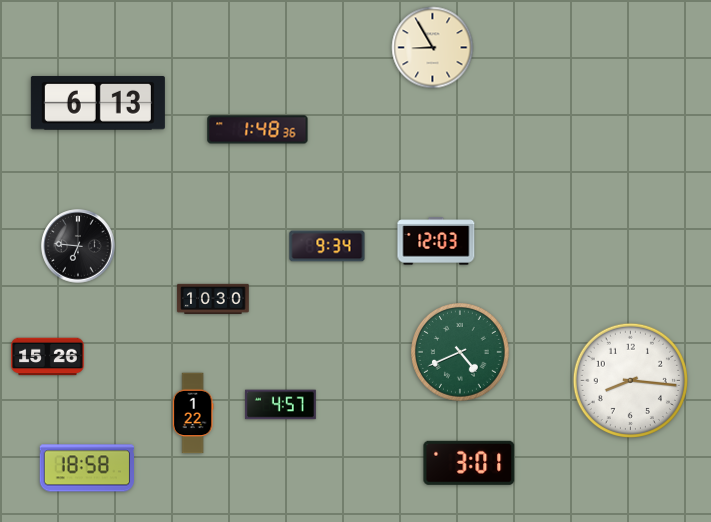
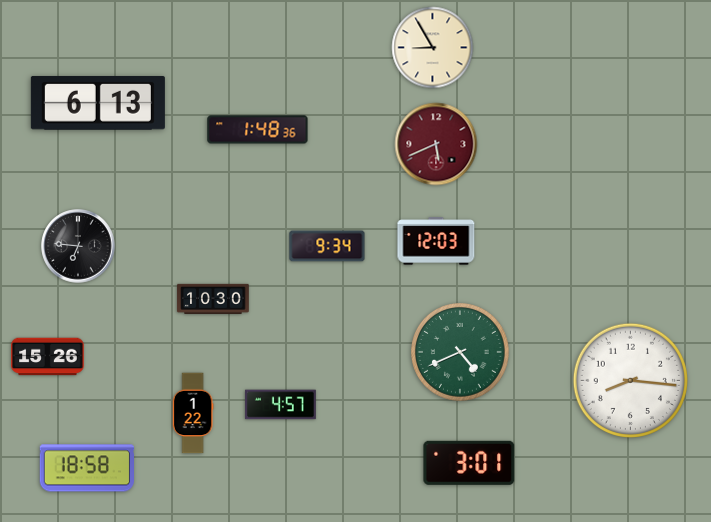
clock at (436, 144): none -> 5:41
